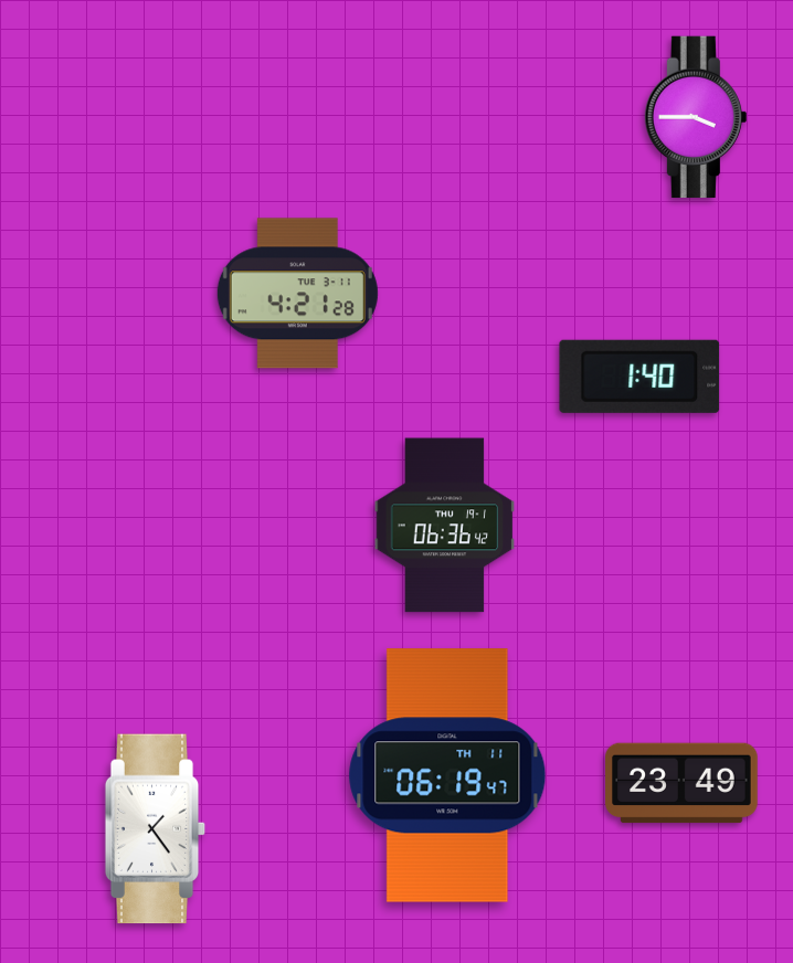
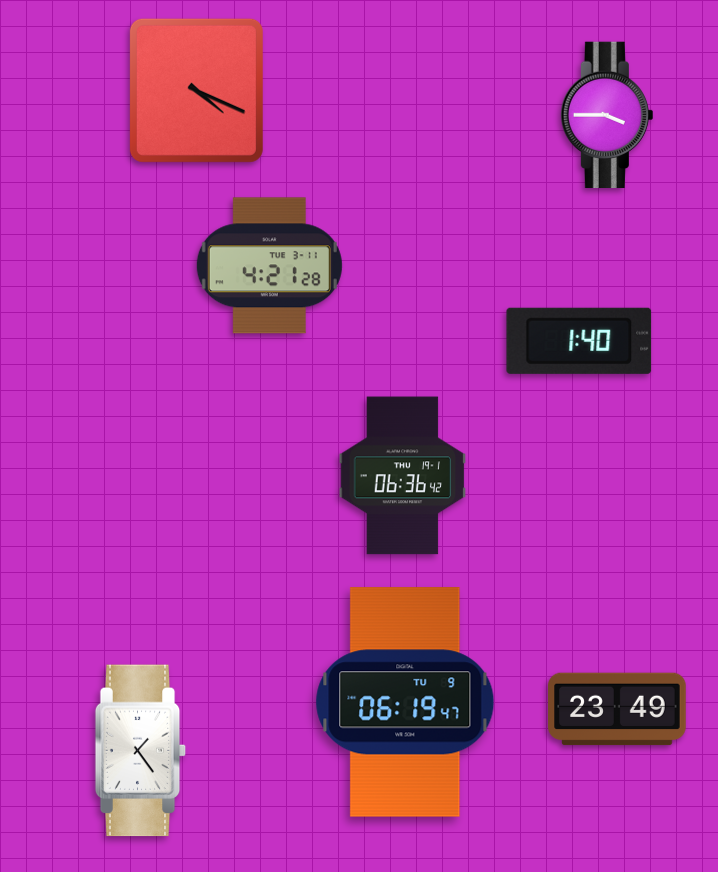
clock at (196, 90): none -> 4:19
clock at (696, 117) position: (696, 117) -> (607, 115)
clock at (447, 775) date: TH 11 -> TU 9
